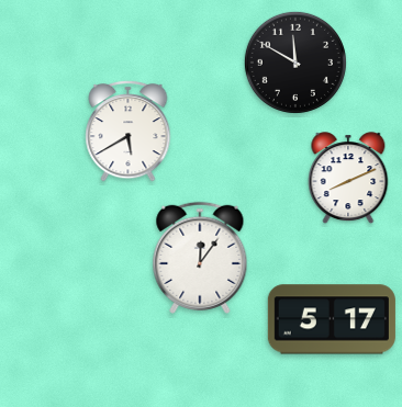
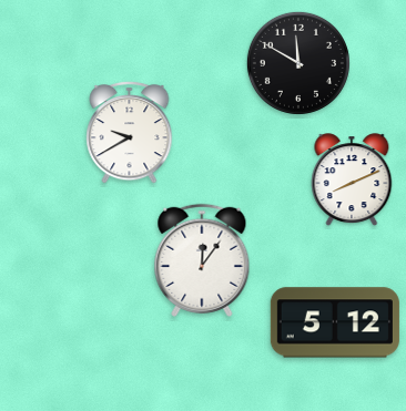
clock at (129, 131): 5:40 -> 9:40
clock at (332, 319): 5:17 -> 5:12
